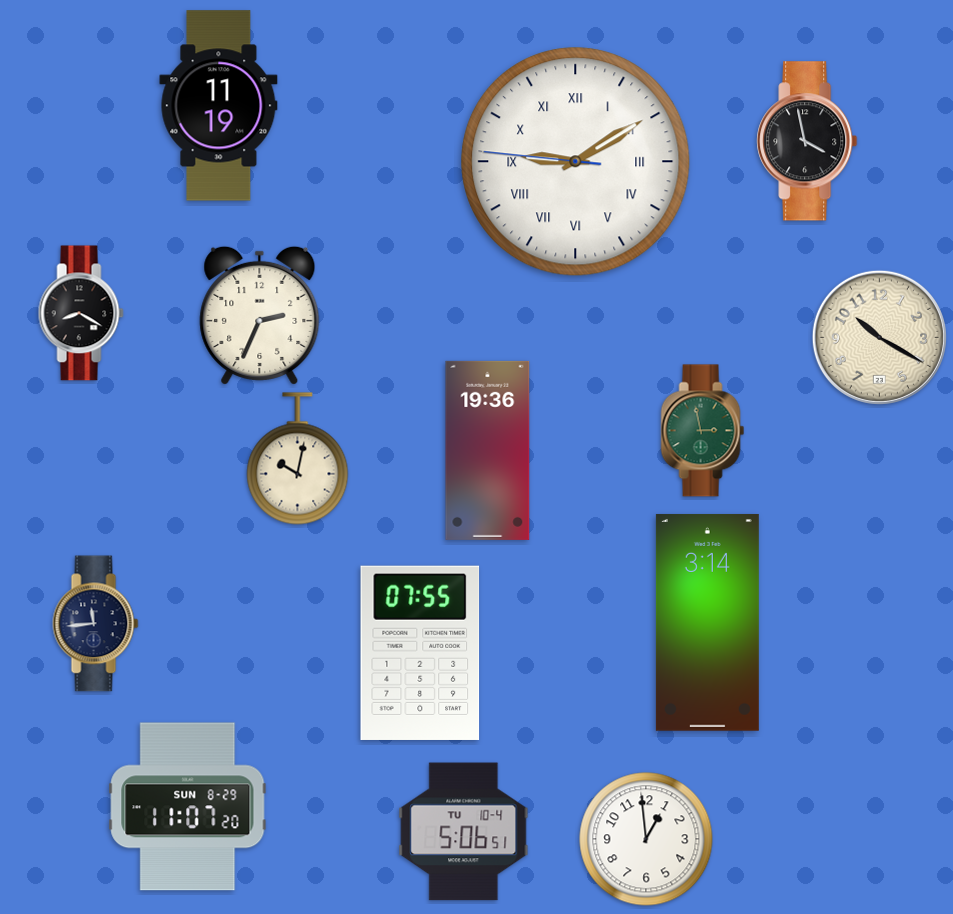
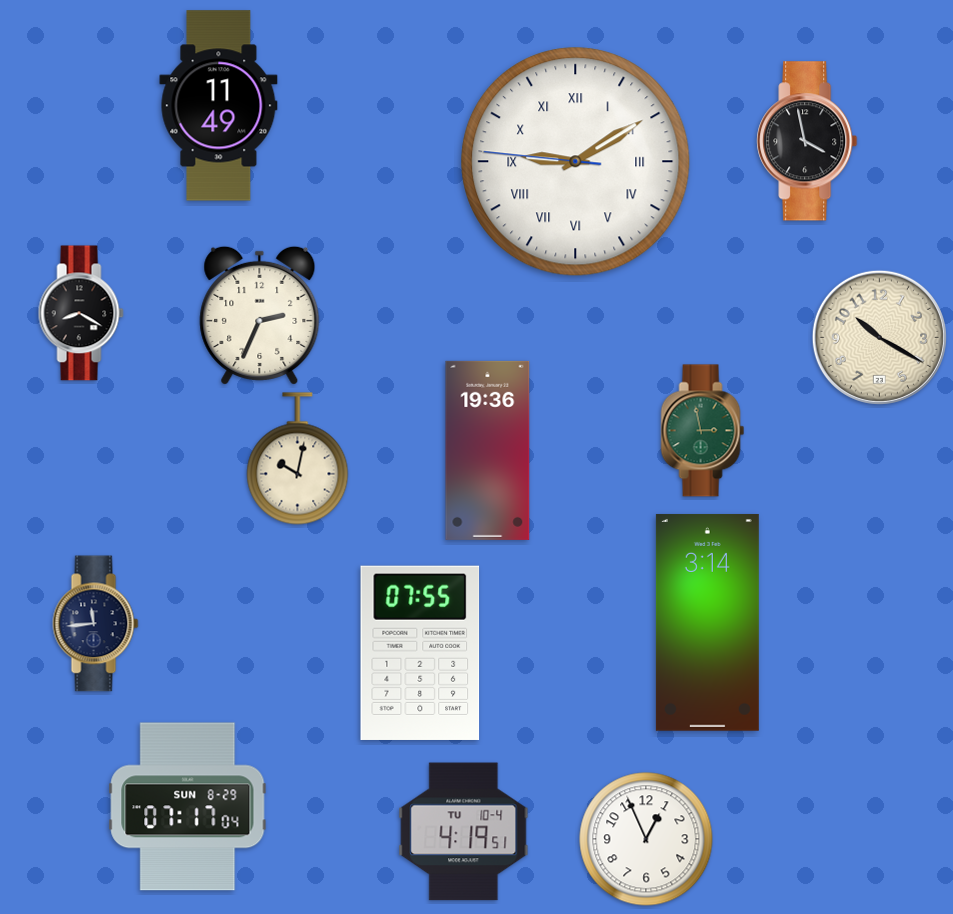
clock at (219, 106): 11:19 -> 11:49
clock at (188, 807): 11:07 -> 07:17
clock at (464, 832): 5:06 -> 4:19
clock at (646, 839): 12:59 -> 12:56
